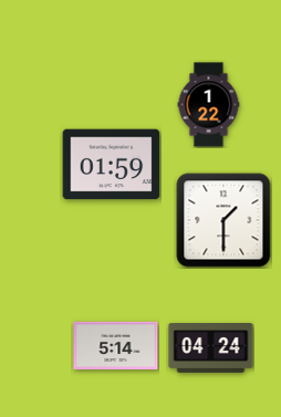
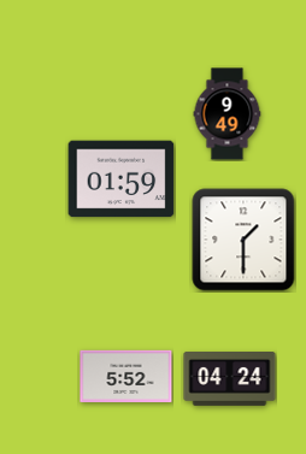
clock at (209, 105): 1:22 -> 9:49
clock at (116, 345): 5:14 -> 5:52
